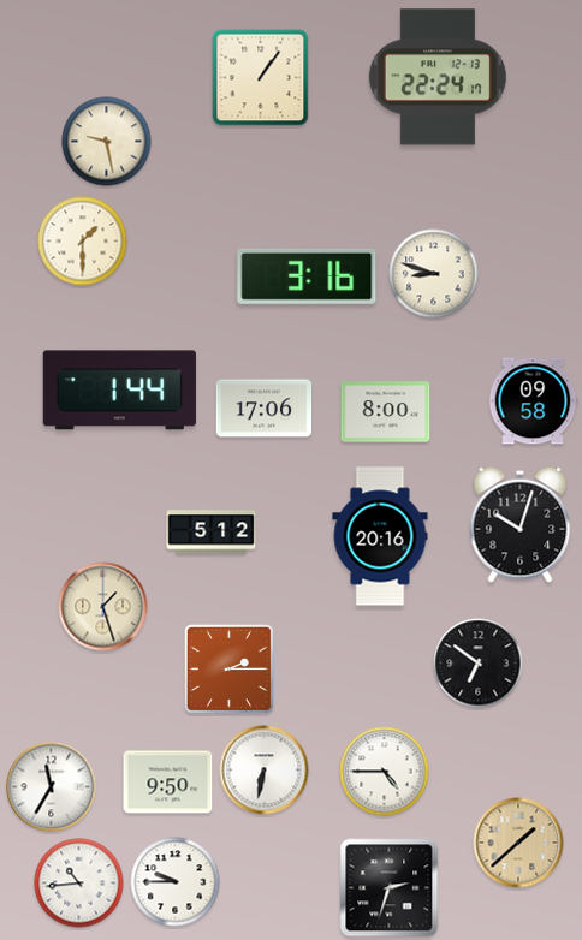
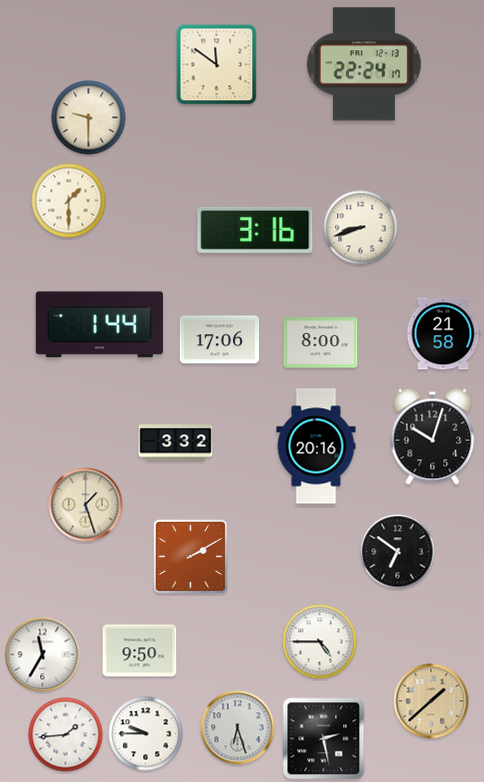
clock at (261, 78): 1:06 -> 11:51
clock at (107, 142): 9:28 -> 9:30
clock at (434, 274): 8:48 -> 8:42
clock at (533, 401): 09:58 -> 21:58
clock at (212, 533): 5:12 -> 3:32
clock at (228, 668): 2:15 -> 2:10
clock at (265, 771): 6:32 -> none
clock at (238, 728): none -> 6:27
clock at (79, 884): 10:44 -> 1:44
clock at (390, 888): 2:33 -> 2:28
